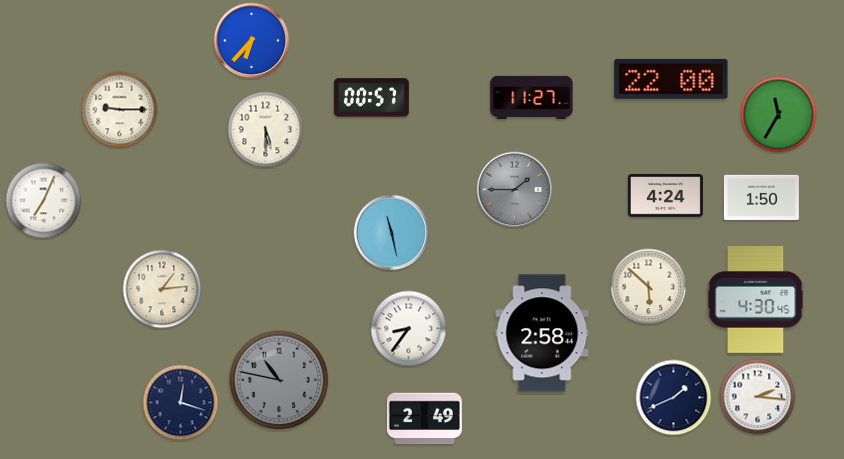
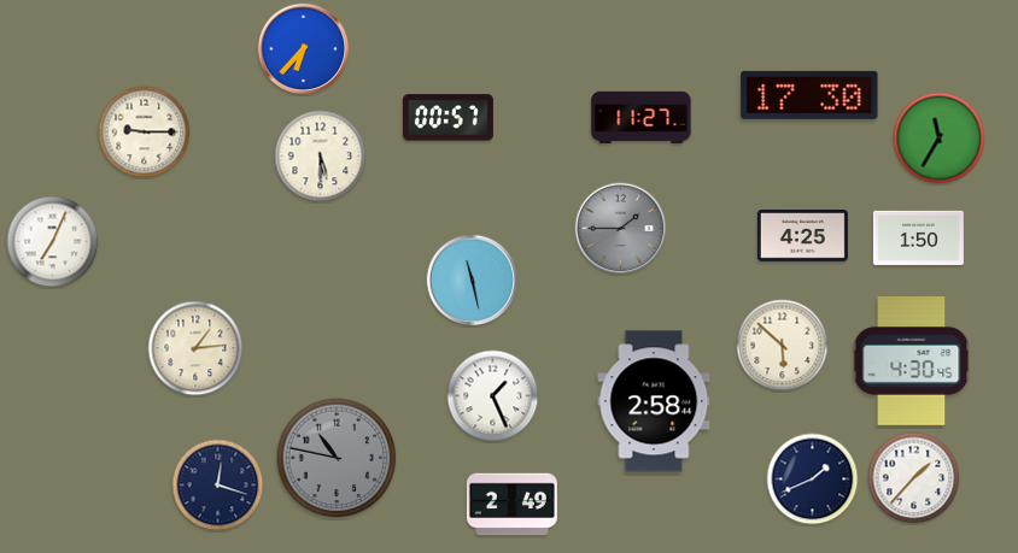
clock at (671, 79): 22:00 -> 17:30
clock at (665, 196): 4:24 -> 4:25
clock at (409, 329): 8:36 -> 1:26
clock at (758, 397): 2:16 -> 1:37
